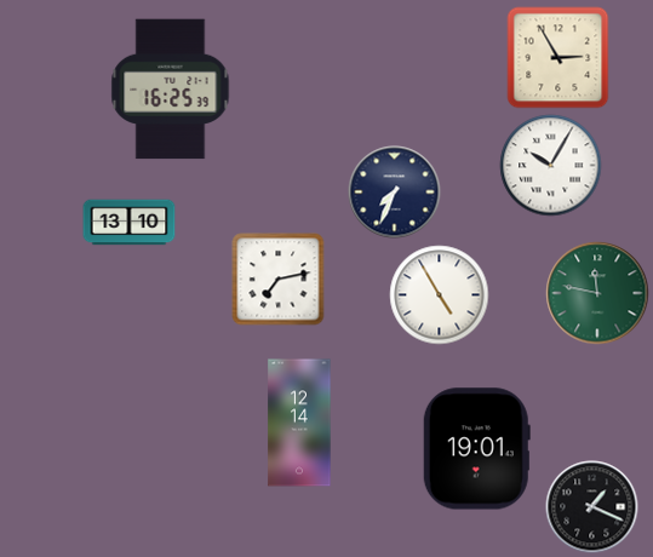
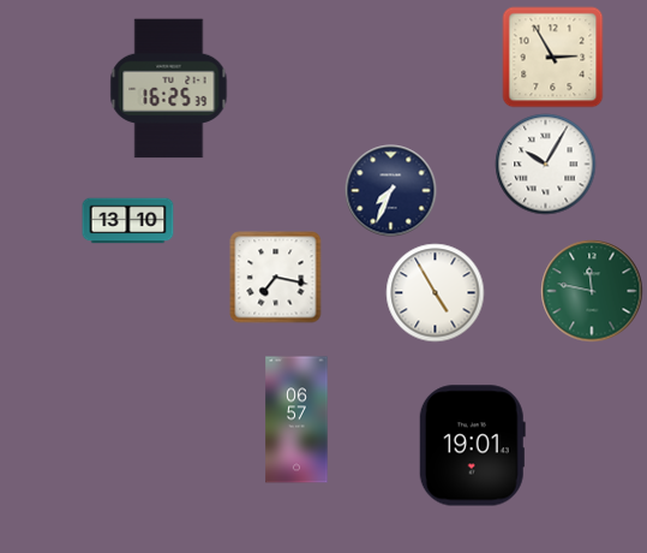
clock at (279, 280): 7:13 -> 7:17
clock at (299, 423): 12:14 -> 06:57
clock at (592, 507): 1:19 -> none
